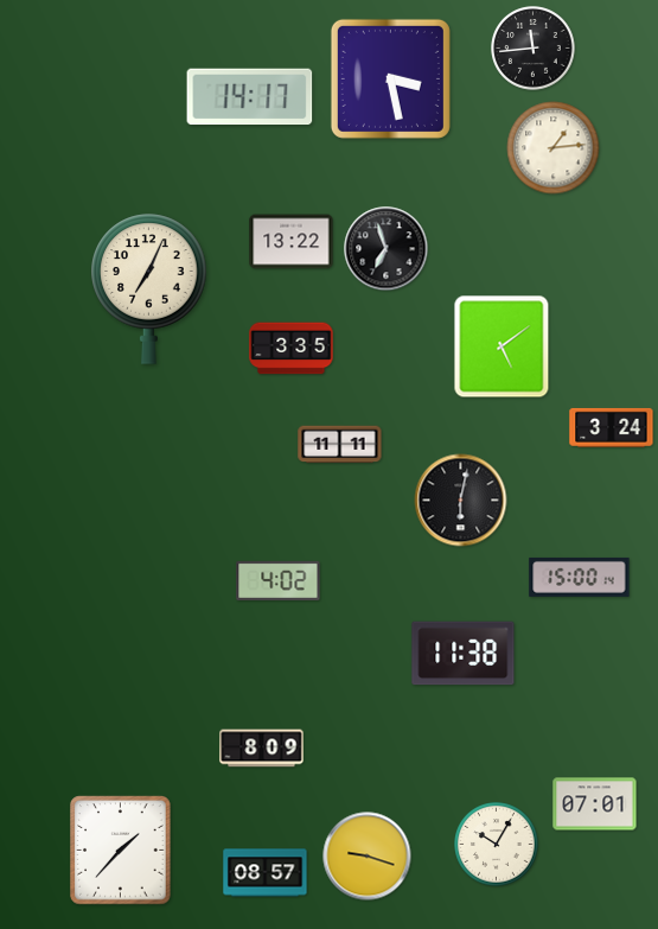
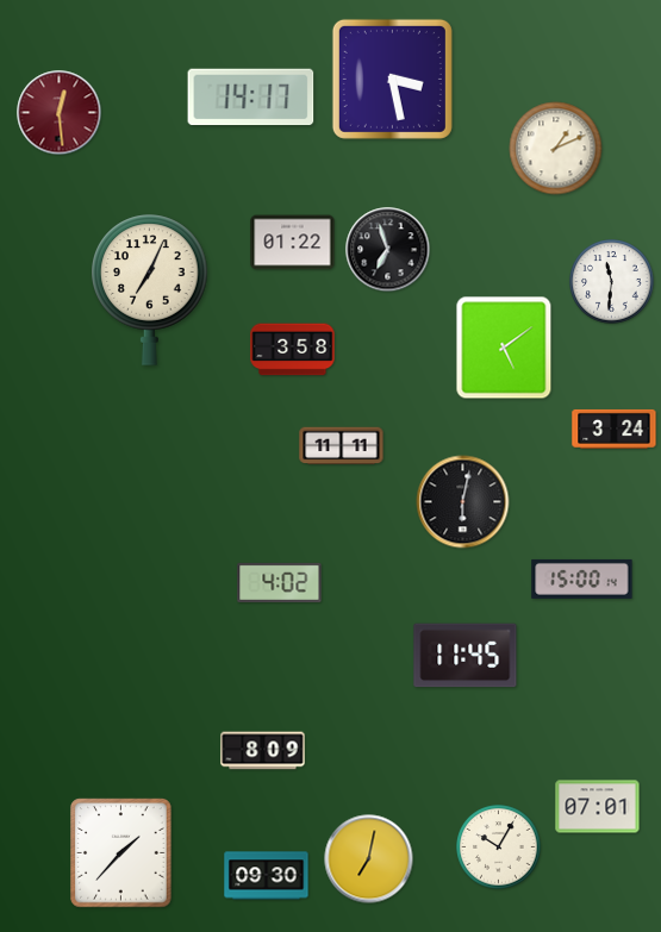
clock at (534, 49): 11:44 -> none
clock at (60, 113): none -> 12:29
clock at (554, 148): 1:14 -> 1:11
clock at (292, 242): 13:22 -> 01:22
clock at (612, 282): none -> 11:31
clock at (292, 349): 3:35 -> 3:58
clock at (464, 654): 11:38 -> 11:45
clock at (368, 857): 9:18 -> 7:02
clock at (266, 873): 08:57 -> 09:30
